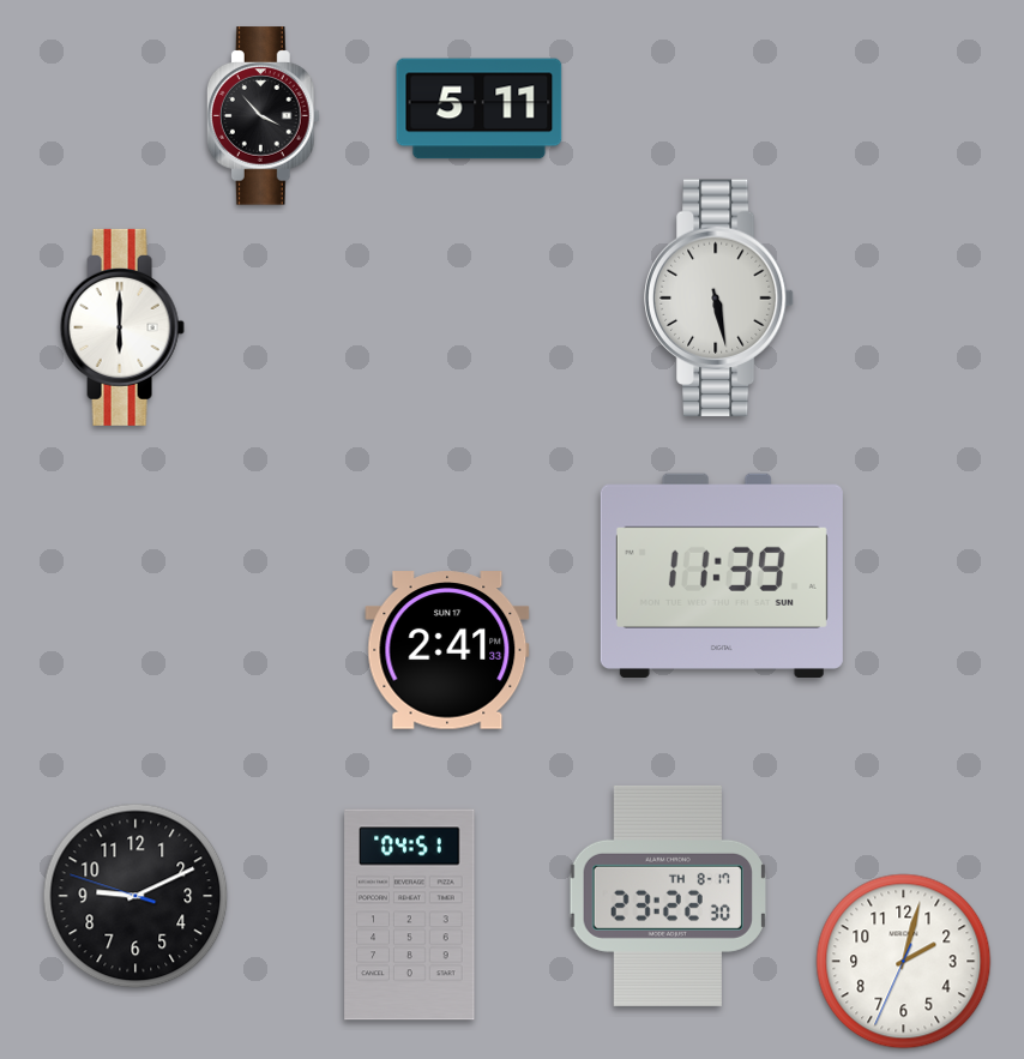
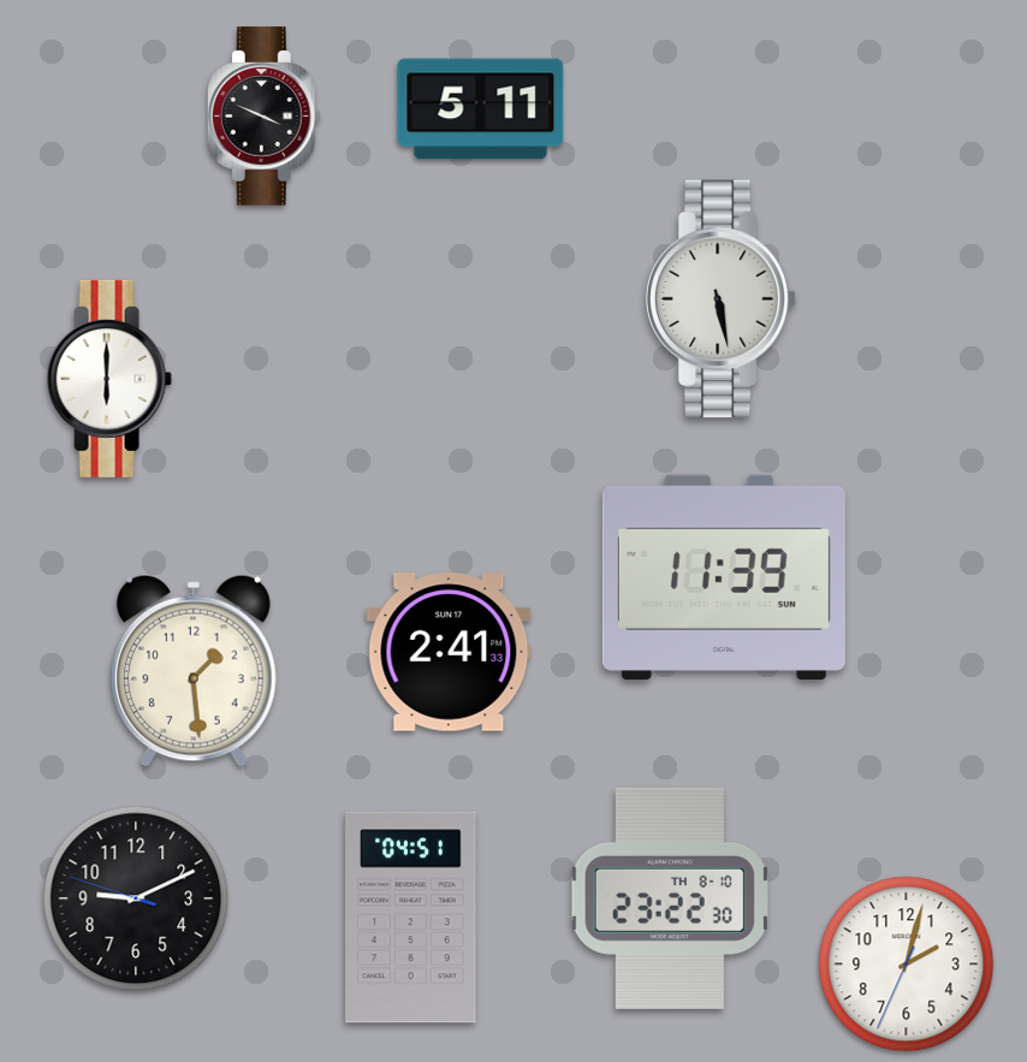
clock at (263, 116): 3:53 -> 3:49
clock at (122, 327) position: (122, 327) -> (109, 379)
clock at (194, 671): none -> 1:29
clock at (668, 896) date: TH 8-17 -> TH 8-10
